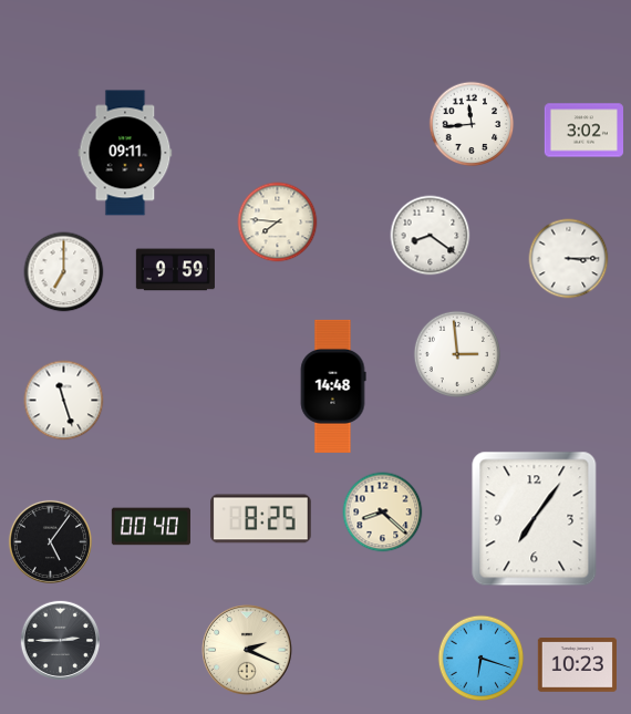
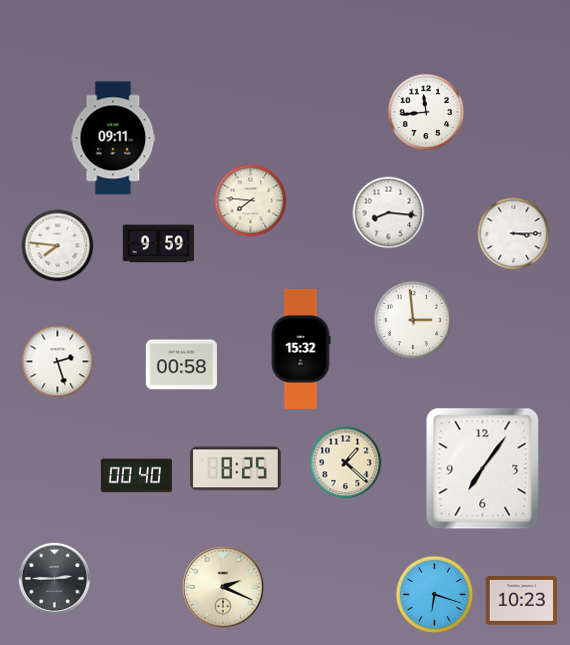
clock at (583, 131): 3:02 -> none
clock at (431, 236): 8:21 -> 8:16
clock at (64, 272): 7:00 -> 7:46
clock at (333, 386): 14:48 -> 15:32
clock at (64, 401): 11:27 -> 2:27
clock at (181, 365): none -> 00:58
clock at (383, 513): 8:22 -> 1:22
clock at (50, 541): 5:06 -> none
